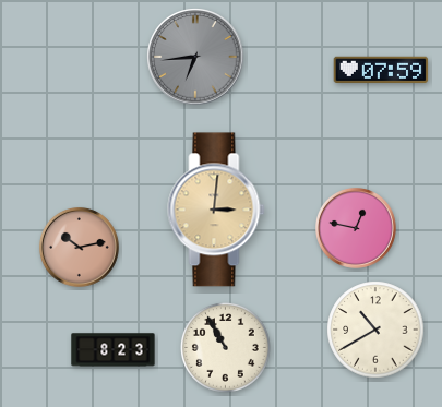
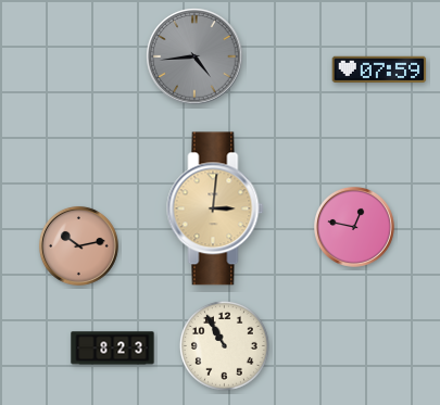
clock at (195, 57): 6:44 -> 4:44
clock at (375, 330): 10:40 -> none
